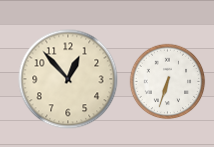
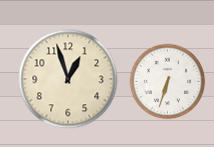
clock at (68, 79): 12:53 -> 12:57
